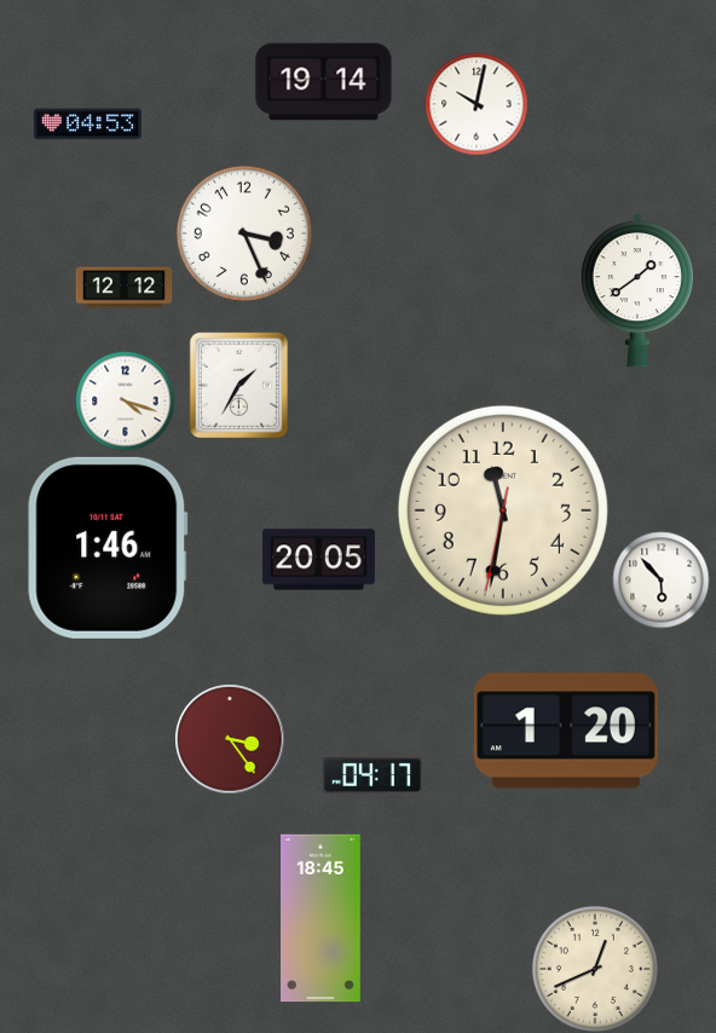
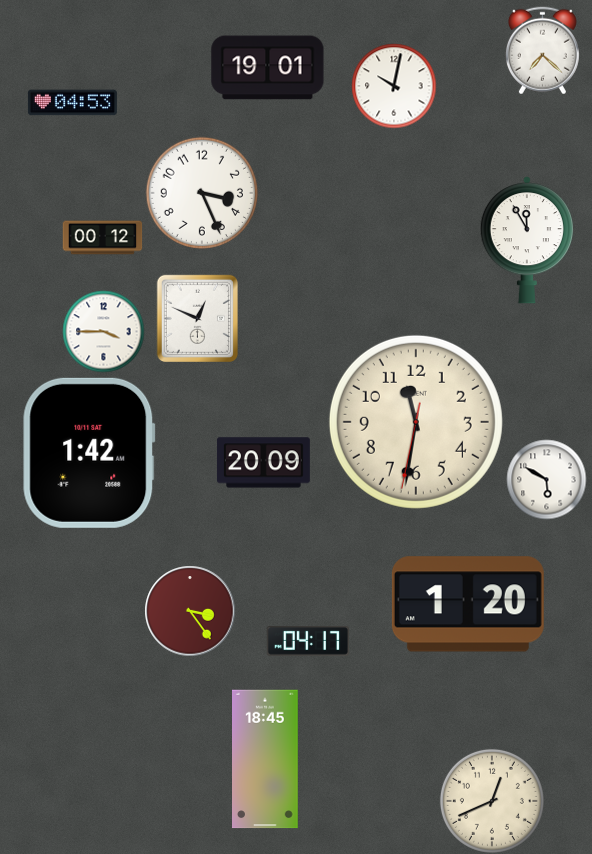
clock at (542, 50): none -> 7:22
clock at (324, 82): 19:14 -> 19:01
clock at (123, 288): 12:12 -> 00:12
clock at (637, 292): 1:39 -> 11:55
clock at (238, 385): 1:35 -> 12:49
clock at (125, 400): 4:18 -> 3:45
clock at (108, 548): 1:46 -> 1:42
clock at (318, 560): 20:05 -> 20:09
clock at (660, 579): 5:53 -> 5:50
